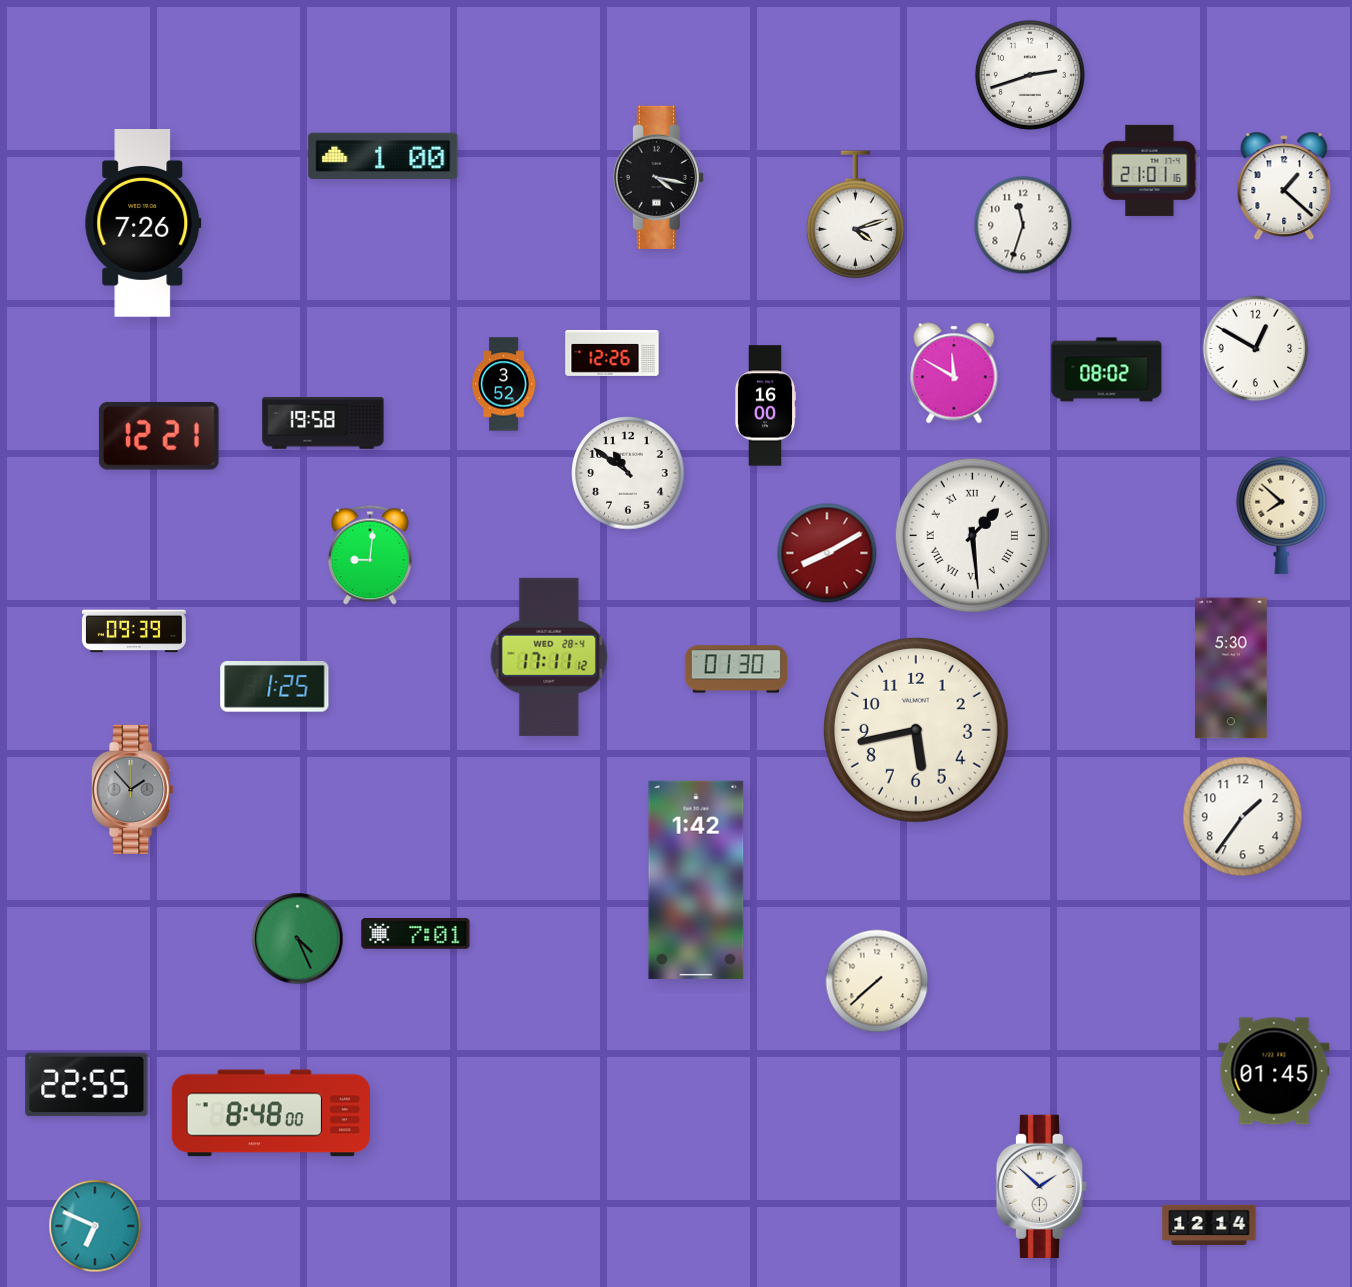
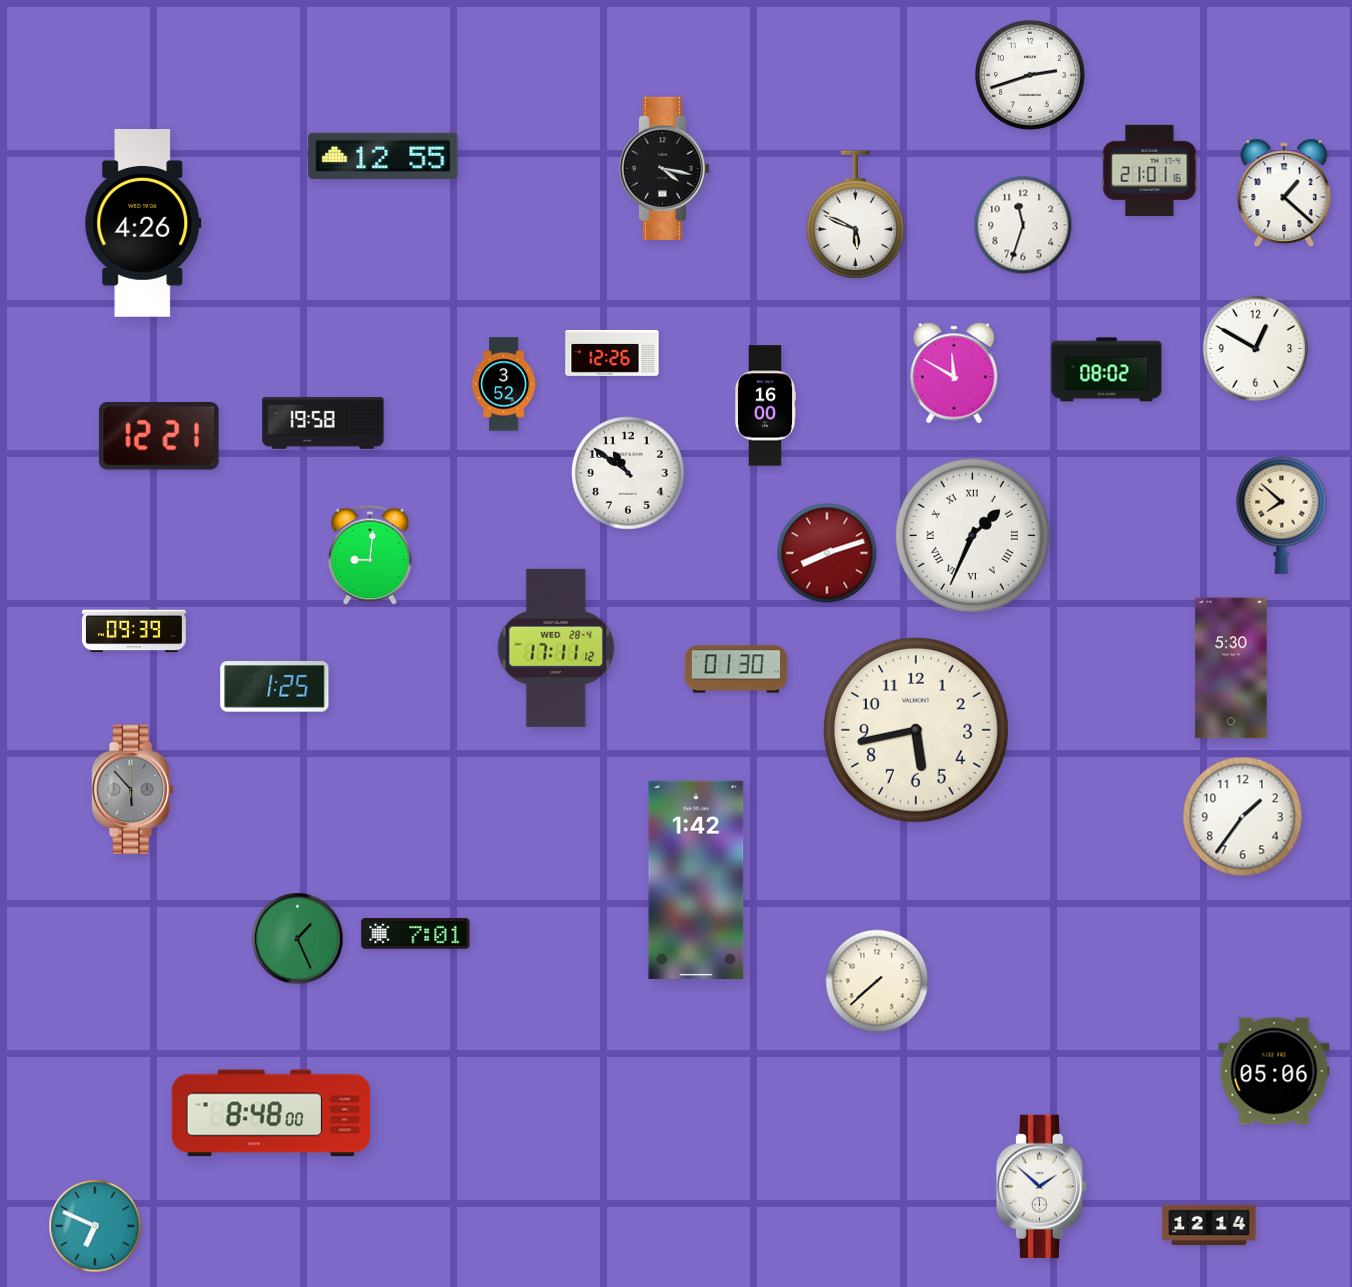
clock at (383, 156): 1:00 -> 12:55
clock at (658, 177) position: (658, 177) -> (664, 168)
clock at (1284, 186) position: (1284, 186) -> (1284, 193)
clock at (856, 215): 4:12 -> 5:49
clock at (143, 224): 7:26 -> 4:26
clock at (972, 535): 1:29 -> 1:34
clock at (827, 553): 8:10 -> 8:12
clock at (549, 657) position: (549, 657) -> (556, 648)
clock at (133, 789): 1:53 -> 5:53
clock at (298, 939): 4:26 -> 1:26
clock at (1274, 1071): 01:45 -> 05:06
clock at (87, 1085): 22:55 -> none
